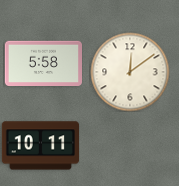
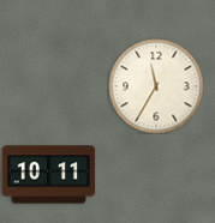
clock at (43, 64): 5:58 -> none
clock at (130, 72): 12:09 -> 11:35
